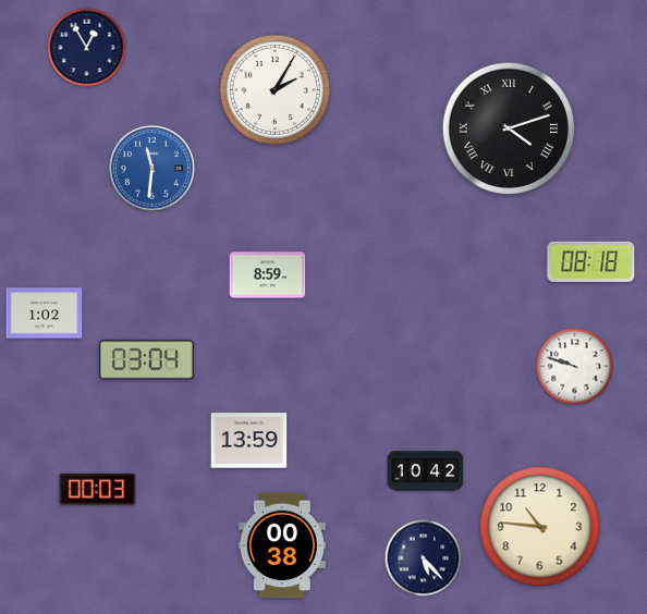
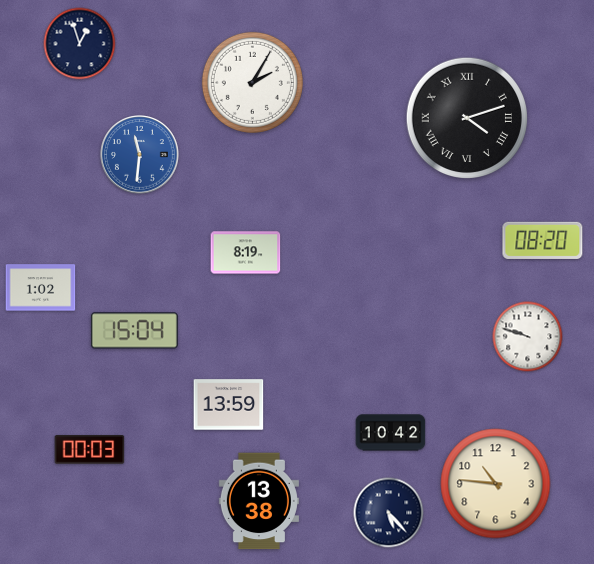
clock at (87, 48): 12:55 -> 12:57
clock at (591, 261): 08:18 -> 08:20
clock at (268, 275): 8:59 -> 8:19
clock at (146, 360): 03:04 -> 15:04
clock at (282, 545): 00:38 -> 13:38
